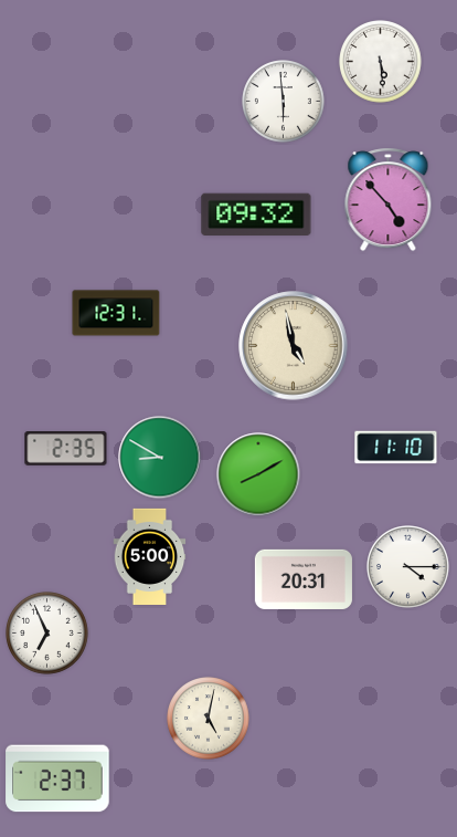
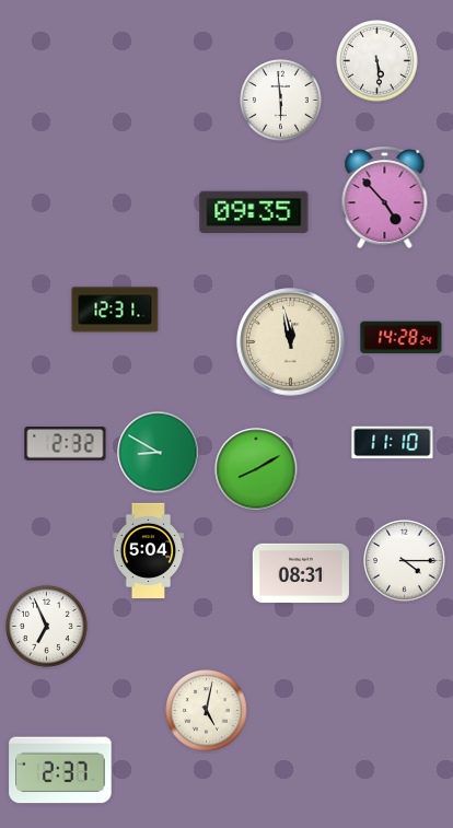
clock at (256, 215): 09:32 -> 09:35
clock at (402, 338): none -> 14:28
clock at (294, 346): 4:58 -> 11:58
clock at (66, 449): 2:35 -> 2:32
clock at (150, 556): 5:00 -> 5:04
clock at (304, 579): 20:31 -> 08:31
clock at (57, 778) position: (57, 778) -> (60, 770)
